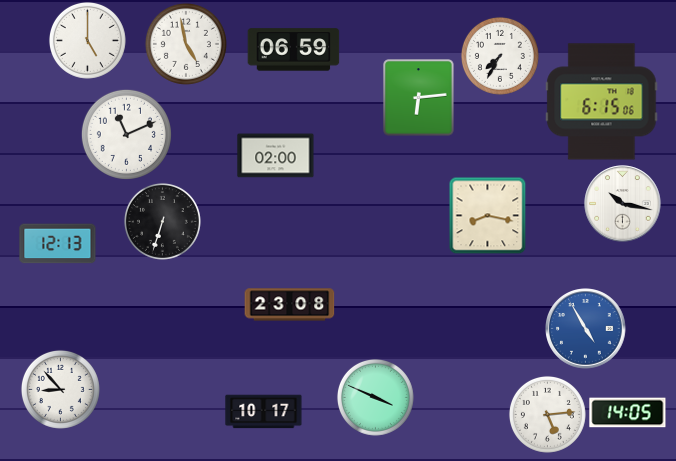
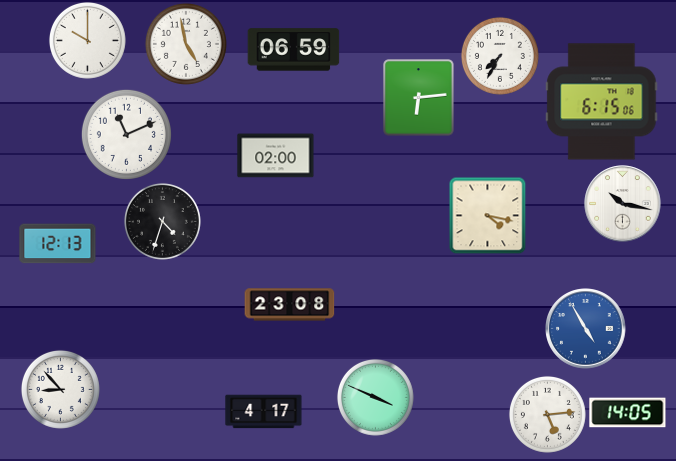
clock at (87, 40): 5:00 -> 10:00
clock at (487, 215): 8:17 -> 4:17
clock at (162, 221): 6:33 -> 4:33
clock at (264, 412): 10:17 -> 4:17
